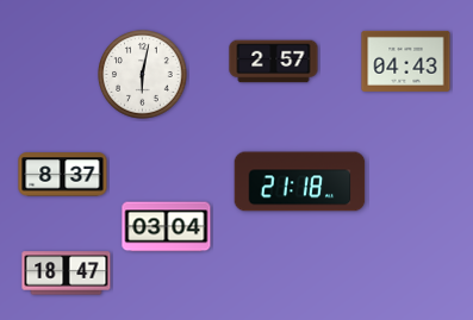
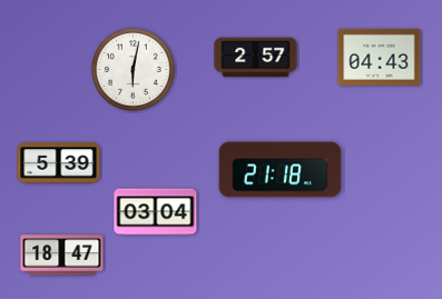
clock at (63, 175): 8:37 -> 5:39
